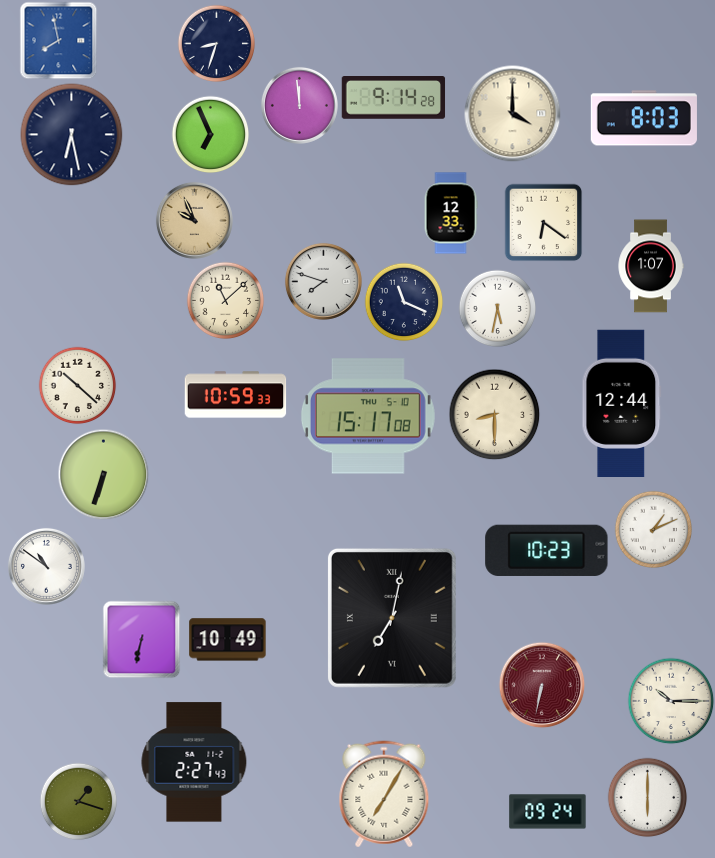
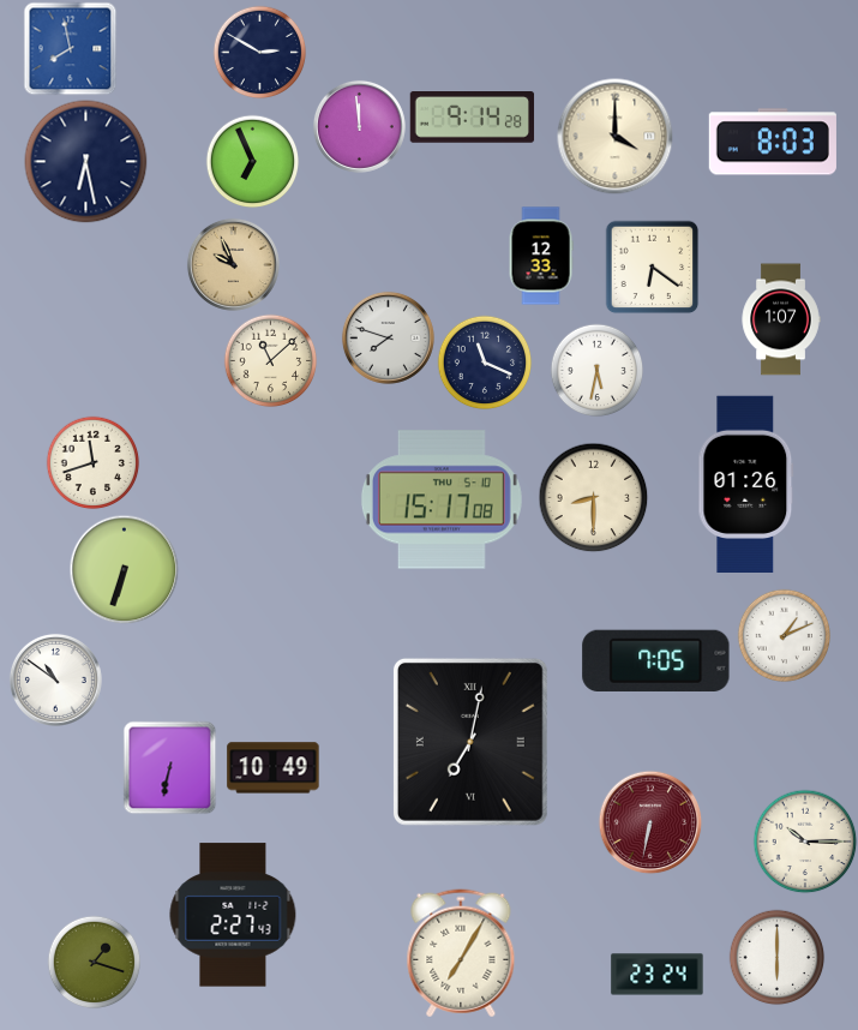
clock at (216, 43): 8:33 -> 2:50
clock at (77, 385): 10:22 -> 11:42
clock at (236, 395): 10:59 -> none
clock at (622, 403): 12:44 -> 01:26
clock at (547, 550): 10:23 -> 7:05
clock at (548, 812): 09:24 -> 23:24
